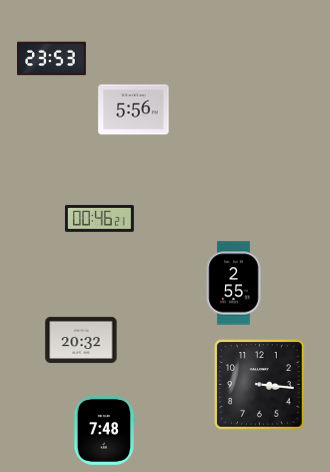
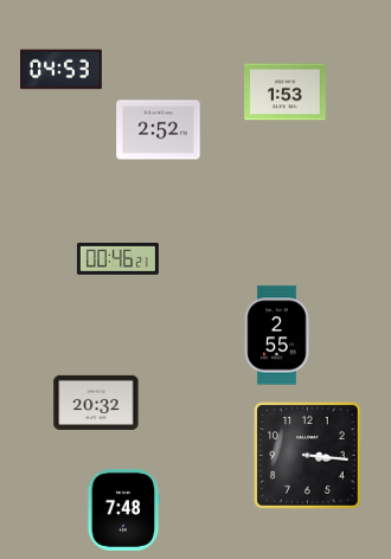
clock at (52, 59): 23:53 -> 04:53
clock at (286, 92): none -> 1:53
clock at (134, 110): 5:56 -> 2:52
